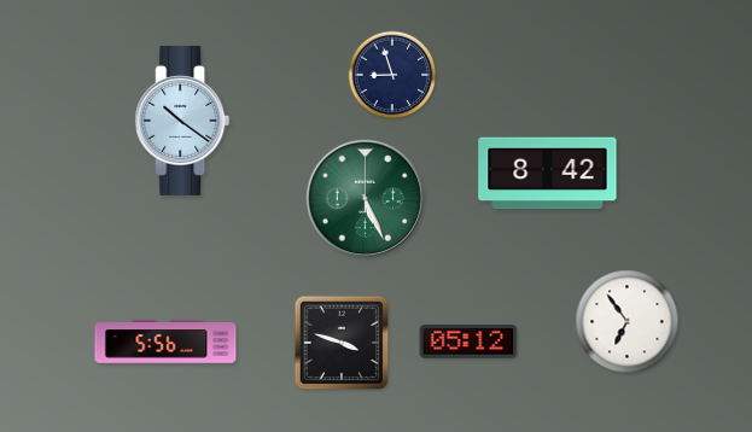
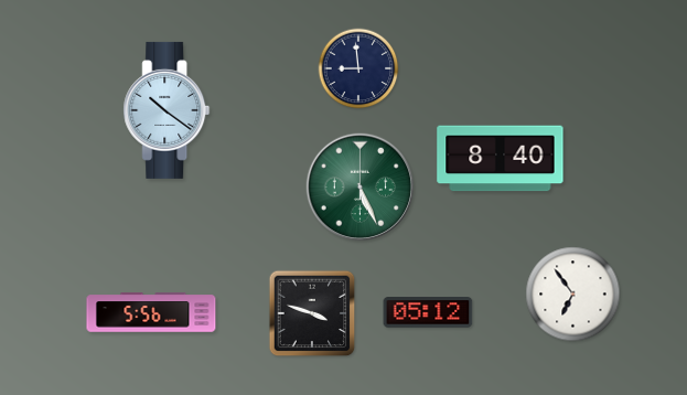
clock at (392, 75): 8:57 -> 8:59
clock at (548, 174): 8:42 -> 8:40
clock at (366, 199) position: (366, 199) -> (361, 188)
